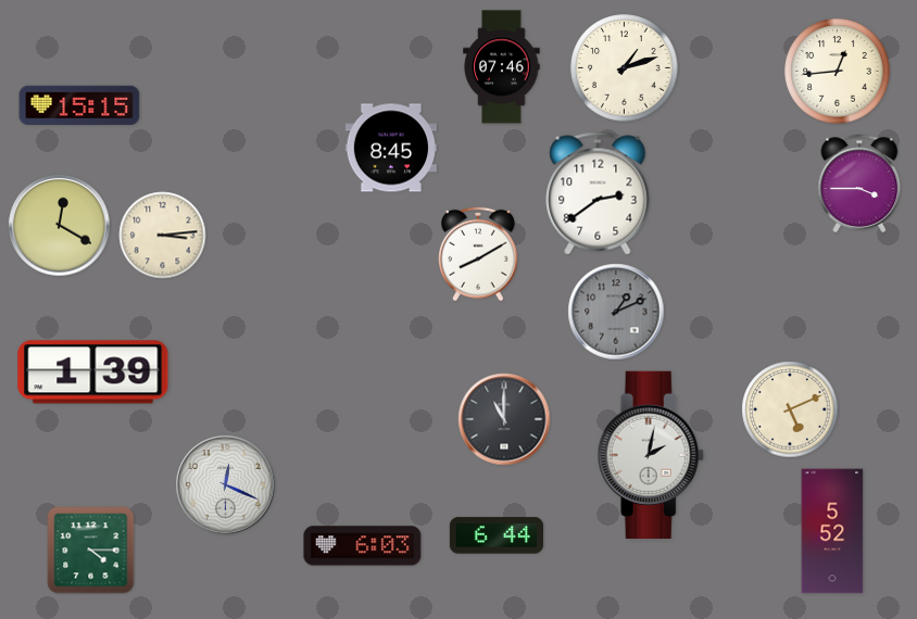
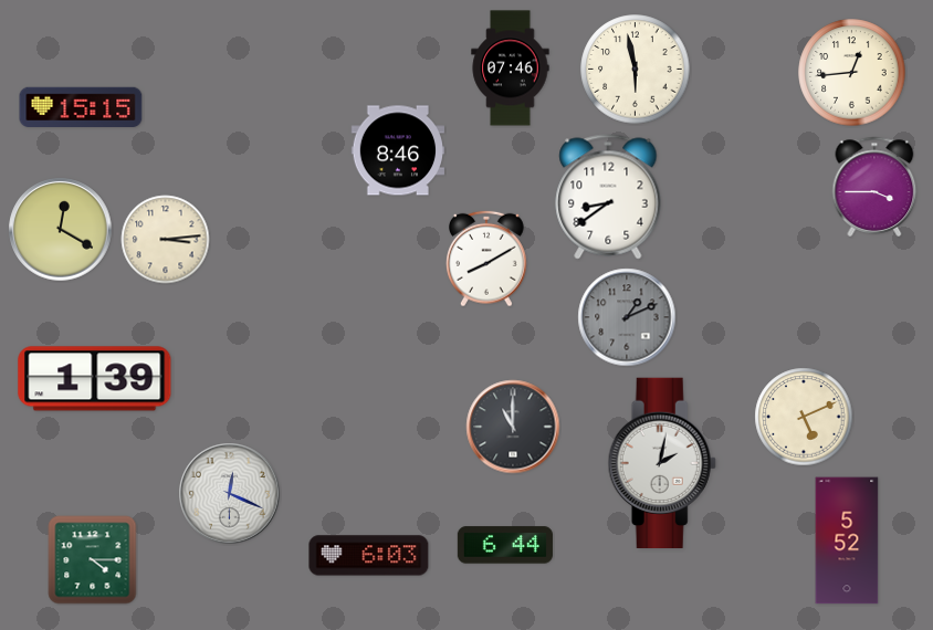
clock at (625, 68): 1:12 -> 5:58
clock at (391, 148): 8:45 -> 8:46
clock at (598, 193): 2:39 -> 8:39
